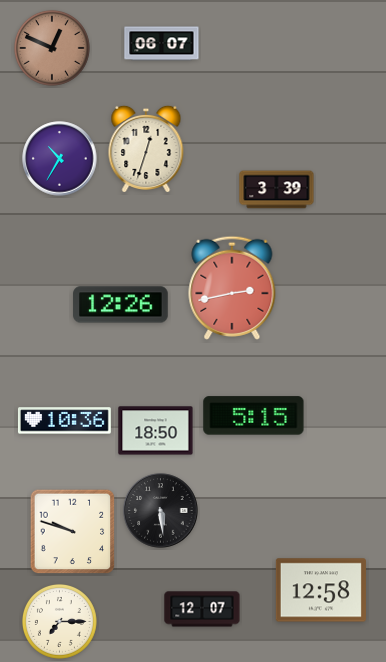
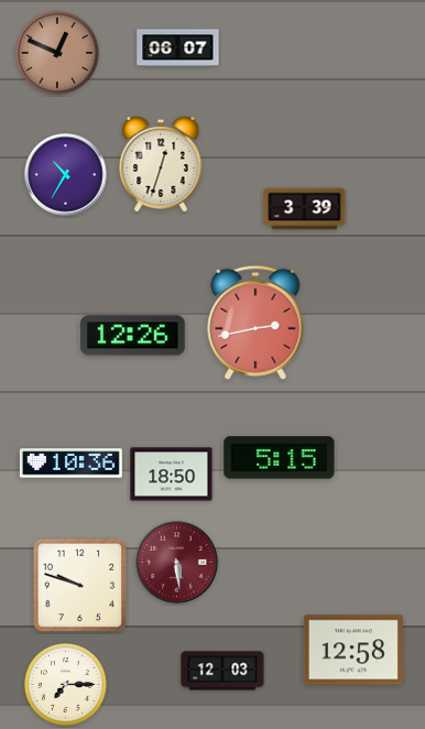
clock at (232, 288) position: (232, 288) -> (255, 323)
clock at (161, 511) dial: black -> burgundy
clock at (202, 609): 12:07 -> 12:03
